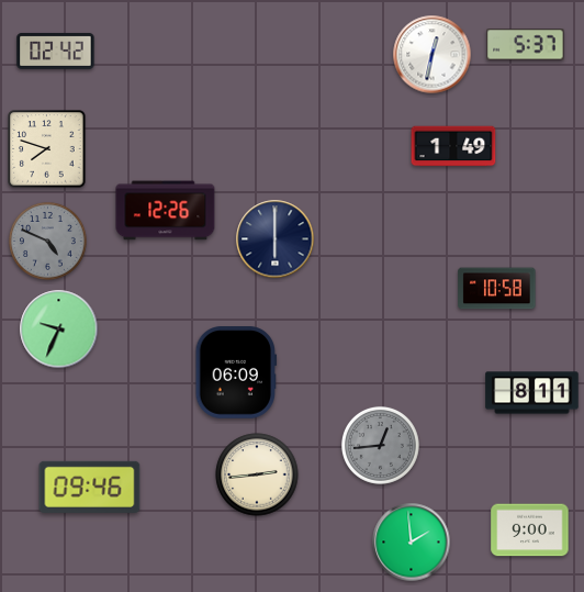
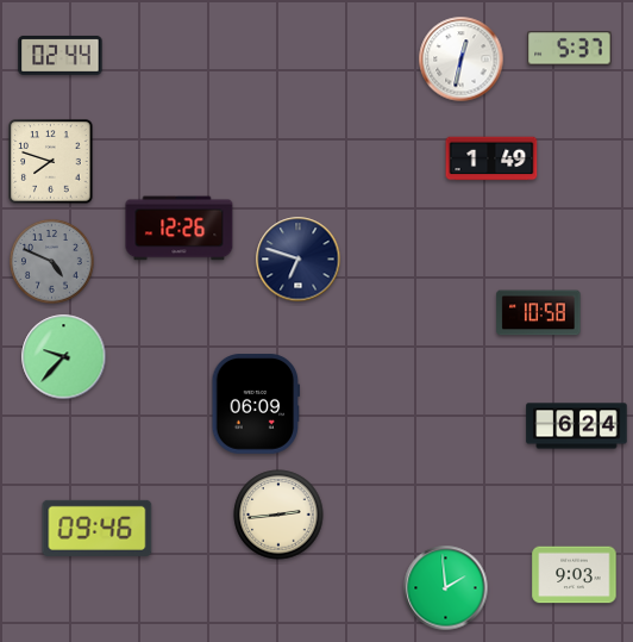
clock at (56, 52): 02:42 -> 02:44
clock at (433, 55) position: (433, 55) -> (462, 60)
clock at (276, 239): 6:00 -> 6:48
clock at (59, 329): 9:34 -> 9:37
clock at (532, 393): 8:11 -> 6:24
clock at (380, 445): 12:44 -> none
clock at (530, 530): 9:00 -> 9:03
